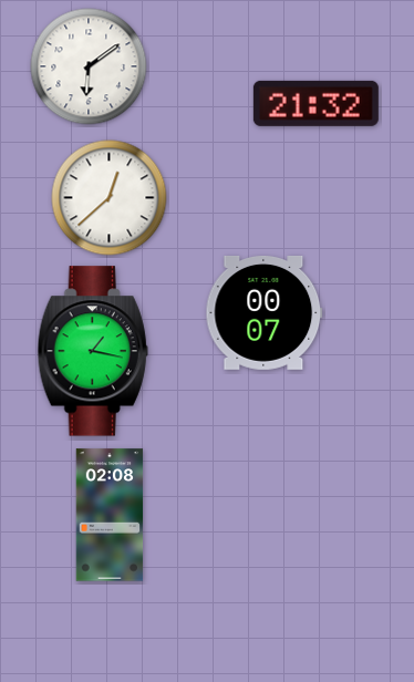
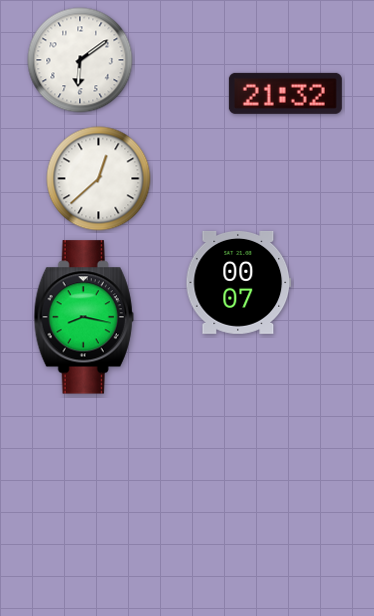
clock at (93, 351): 1:17 -> 8:17
clock at (110, 515): 02:08 -> none
